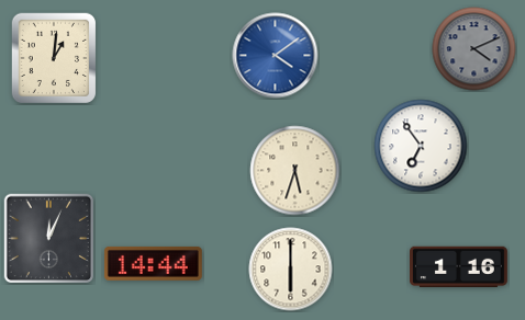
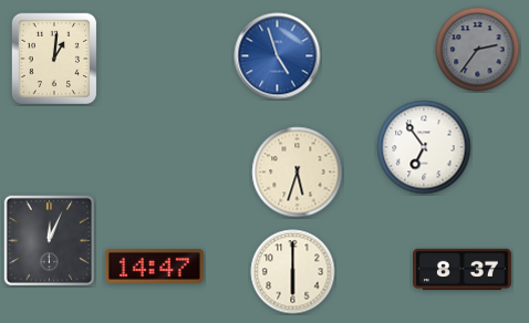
clock at (474, 49): 4:11 -> 2:36
clock at (276, 56): 4:09 -> 4:57
clock at (153, 263): 14:44 -> 14:47
clock at (459, 267): 1:16 -> 8:37
